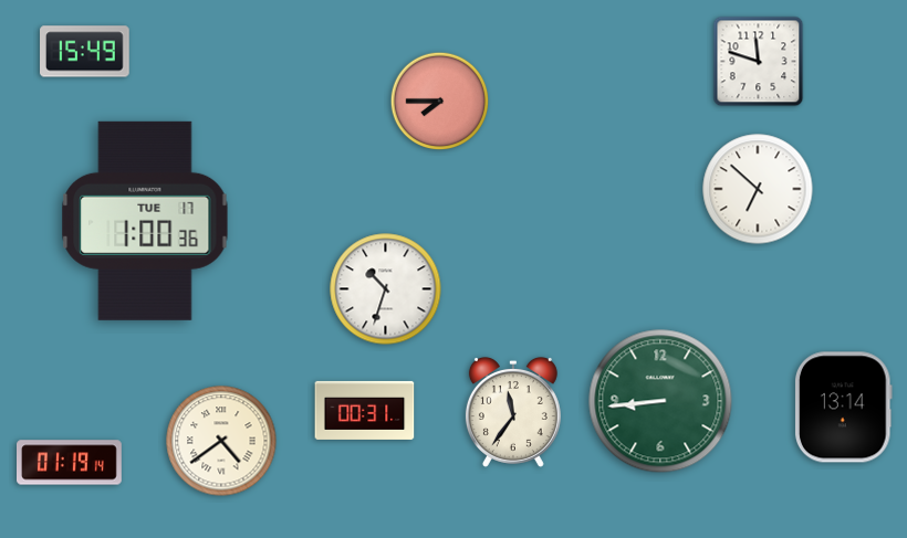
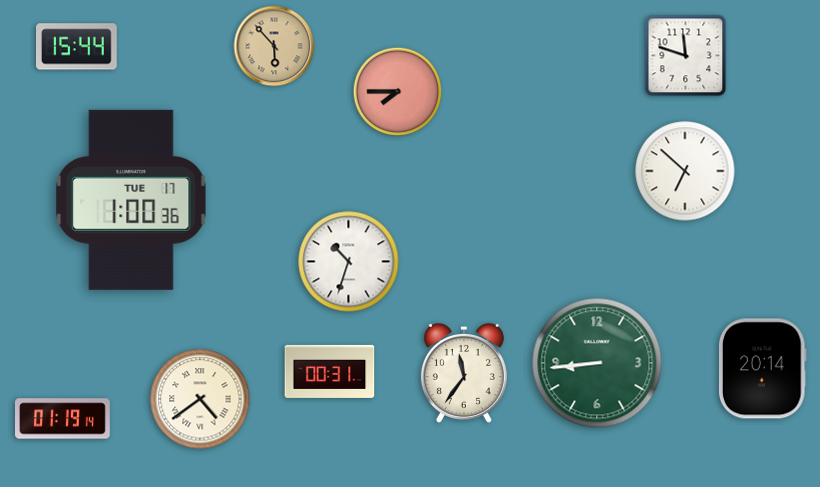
clock at (274, 46): none -> 5:53
clock at (85, 52): 15:49 -> 15:44
clock at (843, 408): 13:14 -> 20:14
